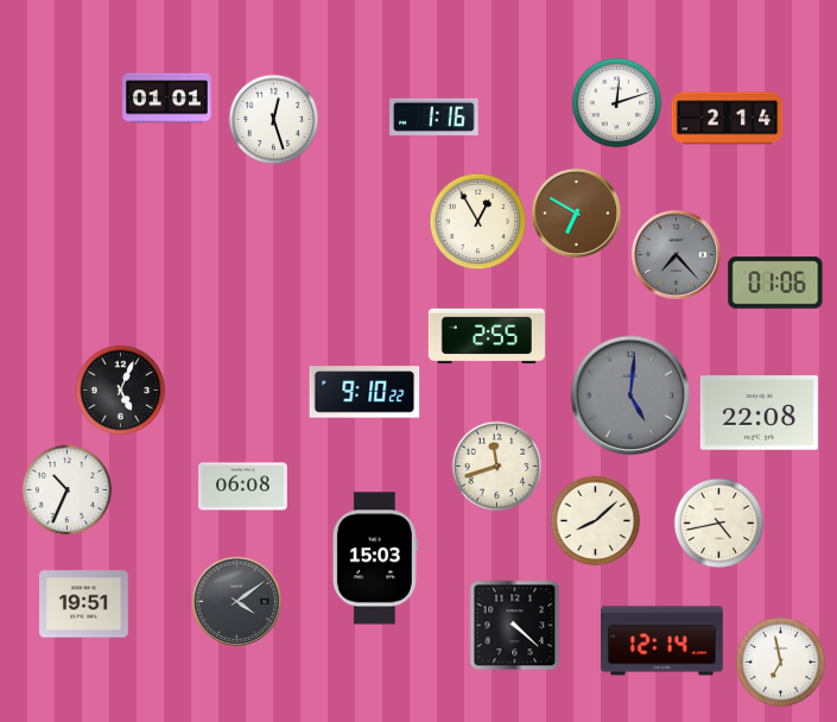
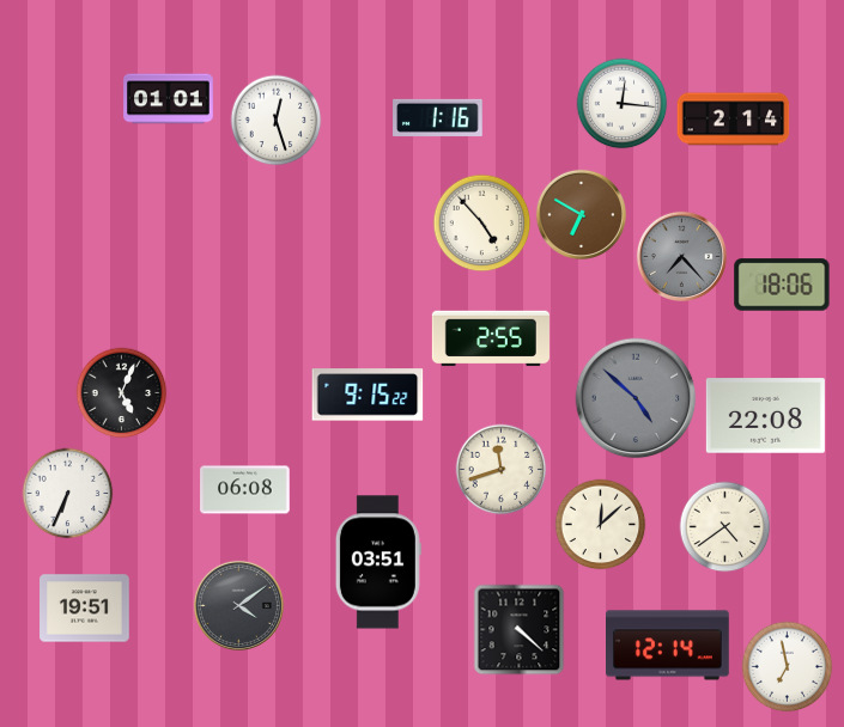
clock at (617, 103): 12:12 -> 12:16
clock at (478, 222): 12:55 -> 4:53
clock at (775, 283): 01:06 -> 18:06
clock at (364, 392): 9:10 -> 9:15
clock at (630, 395): 5:01 -> 4:52
clock at (68, 490): 10:34 -> 6:34
clock at (596, 521): 8:08 -> 12:08
clock at (719, 524): 4:43 -> 4:39
clock at (375, 558): 15:03 -> 03:51
